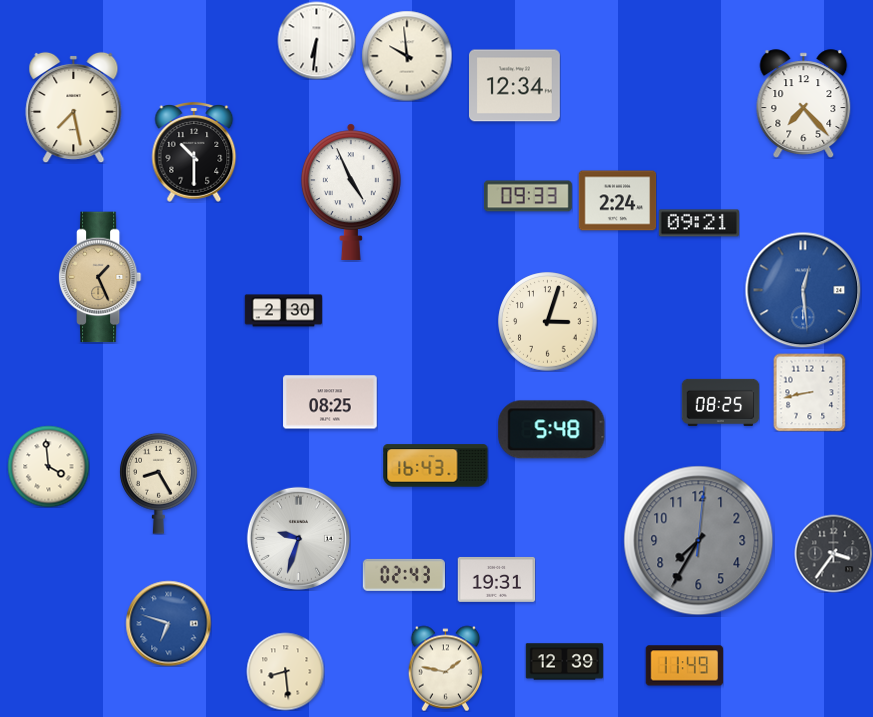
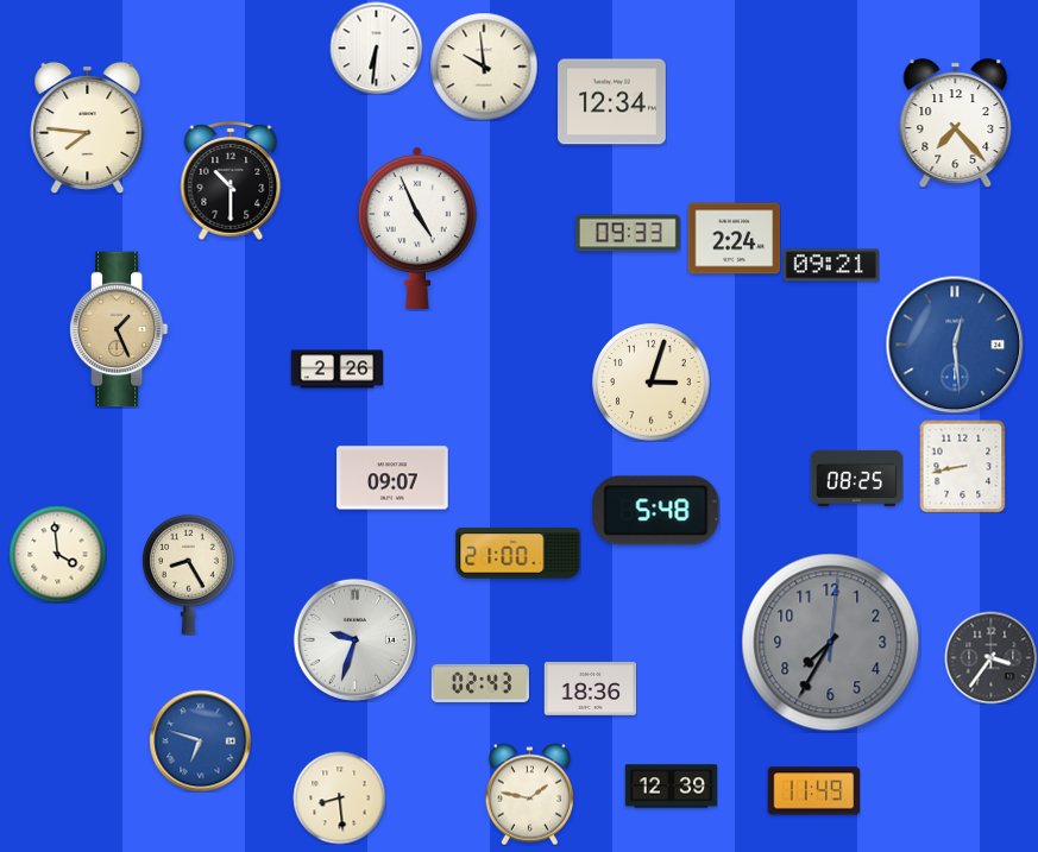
clock at (74, 107): 7:28 -> 7:46
clock at (283, 311): 2:30 -> 2:26
clock at (330, 402): 08:25 -> 09:07
clock at (436, 466): 16:43 -> 21:00
clock at (496, 579): 19:31 -> 18:36
